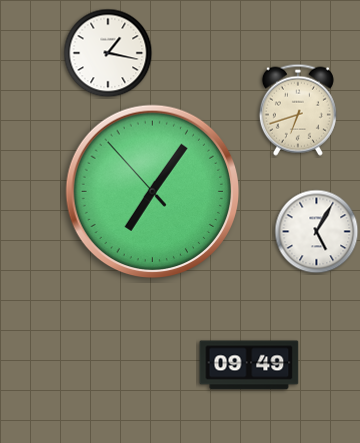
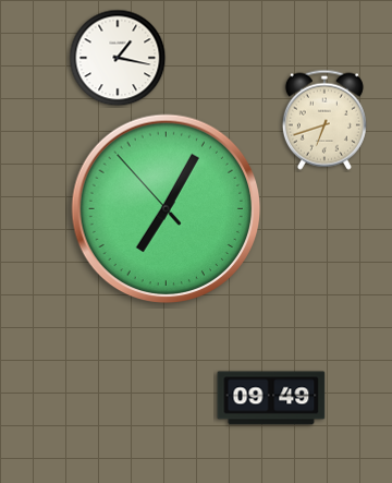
clock at (153, 192): 7:05 -> 7:04
clock at (317, 232): 5:05 -> none
